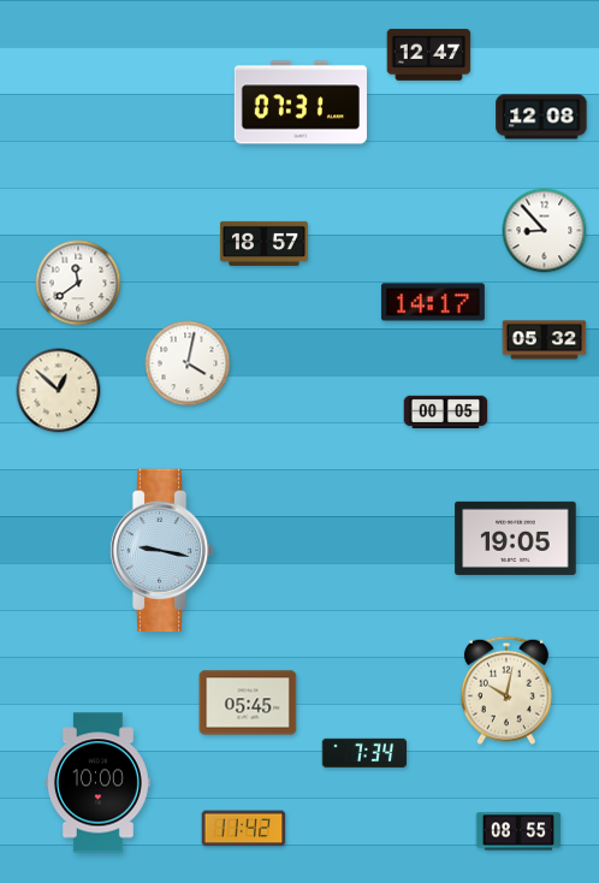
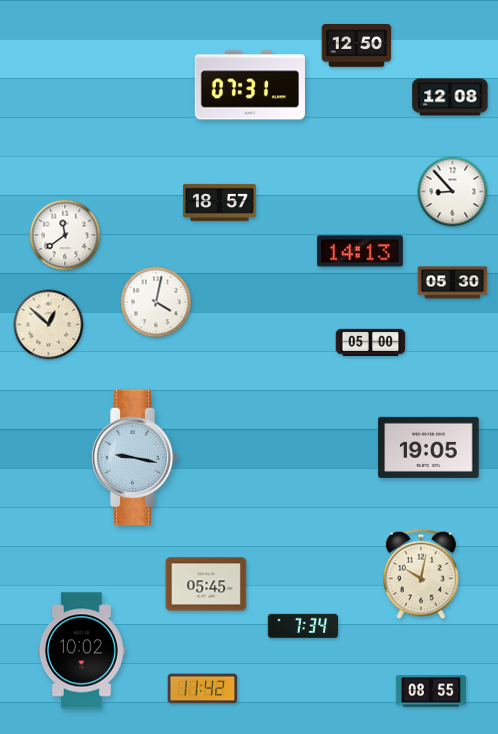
clock at (429, 55): 12:47 -> 12:50
clock at (433, 302): 14:17 -> 14:13
clock at (545, 340): 05:32 -> 05:30
clock at (446, 411): 00:05 -> 05:00
clock at (97, 783): 10:00 -> 10:02
